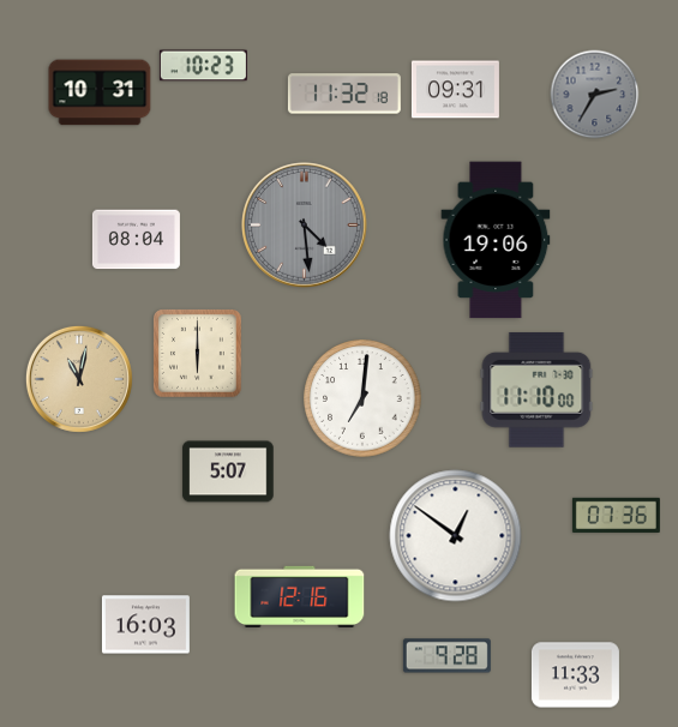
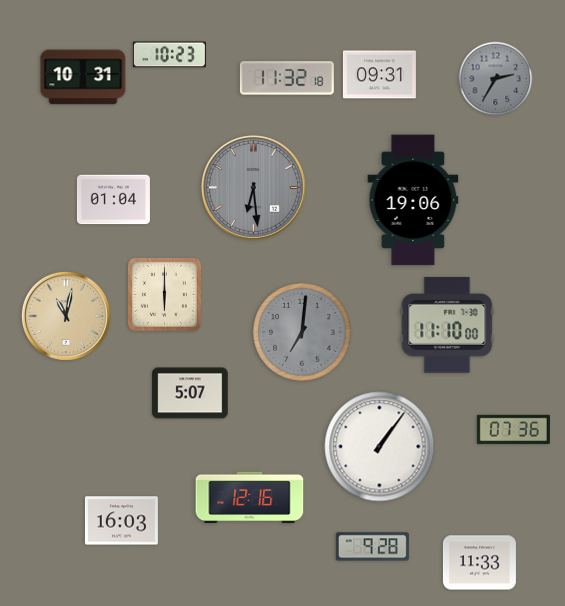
clock at (305, 226): 4:29 -> 6:29
clock at (136, 240): 08:04 -> 01:04
clock at (362, 398) dial: white -> grey
clock at (456, 536): 12:51 -> 1:06
